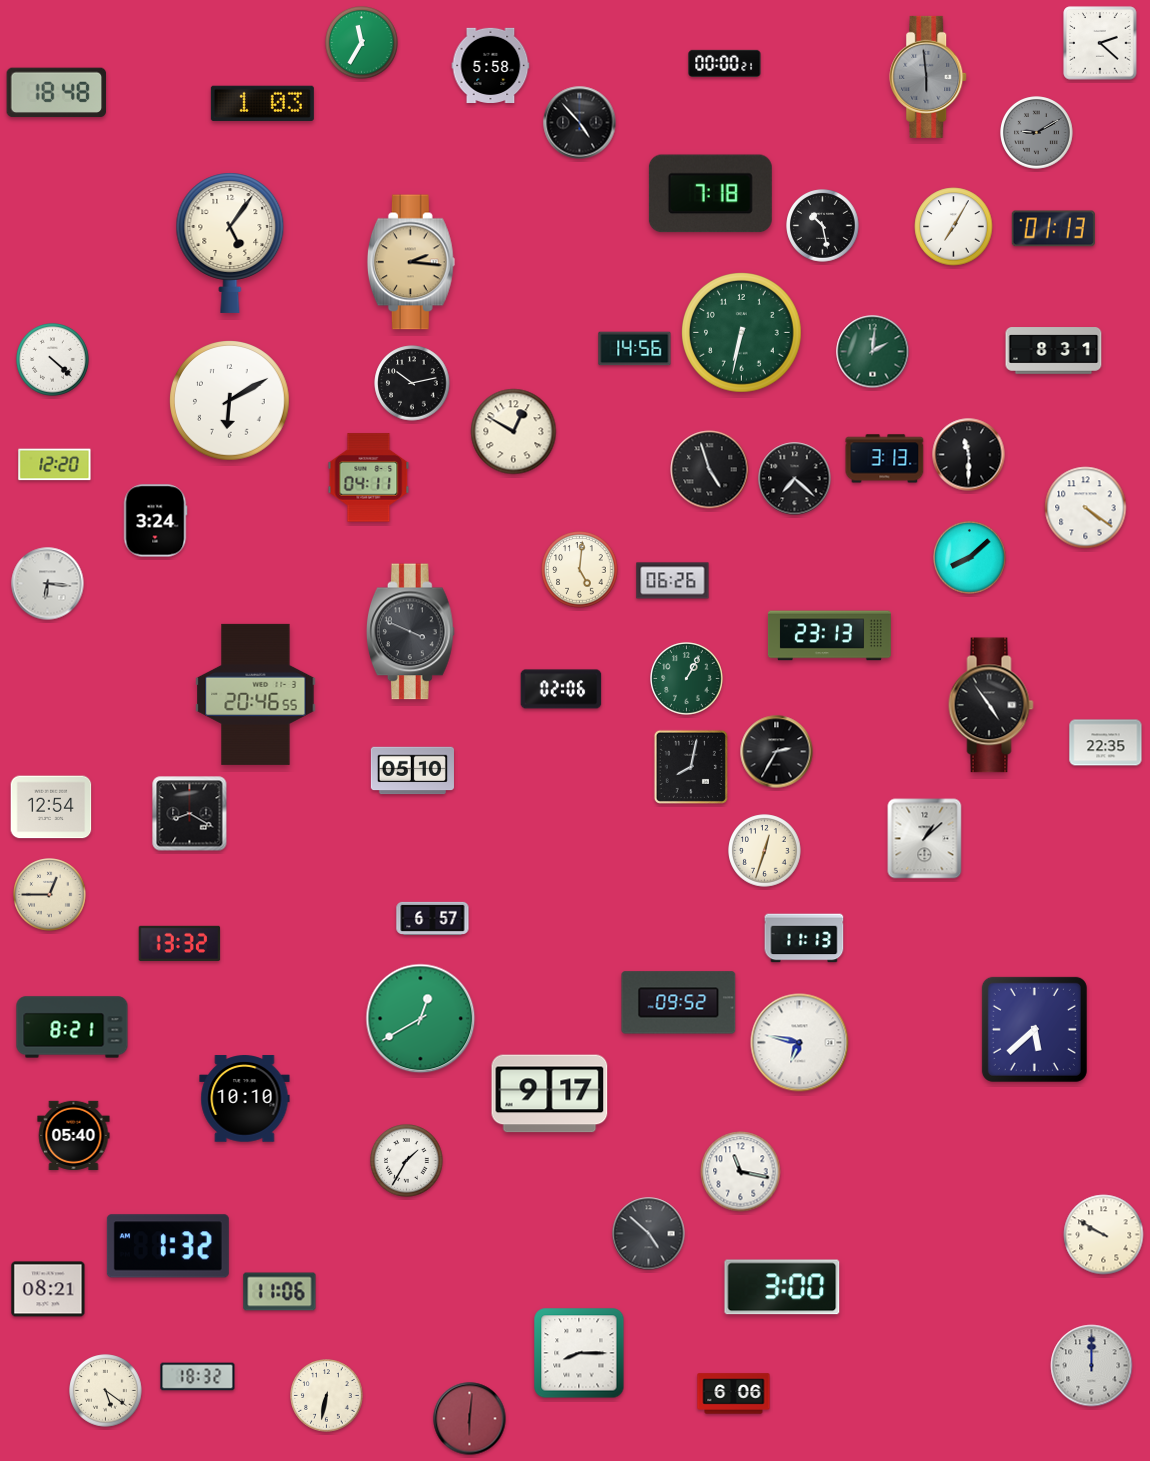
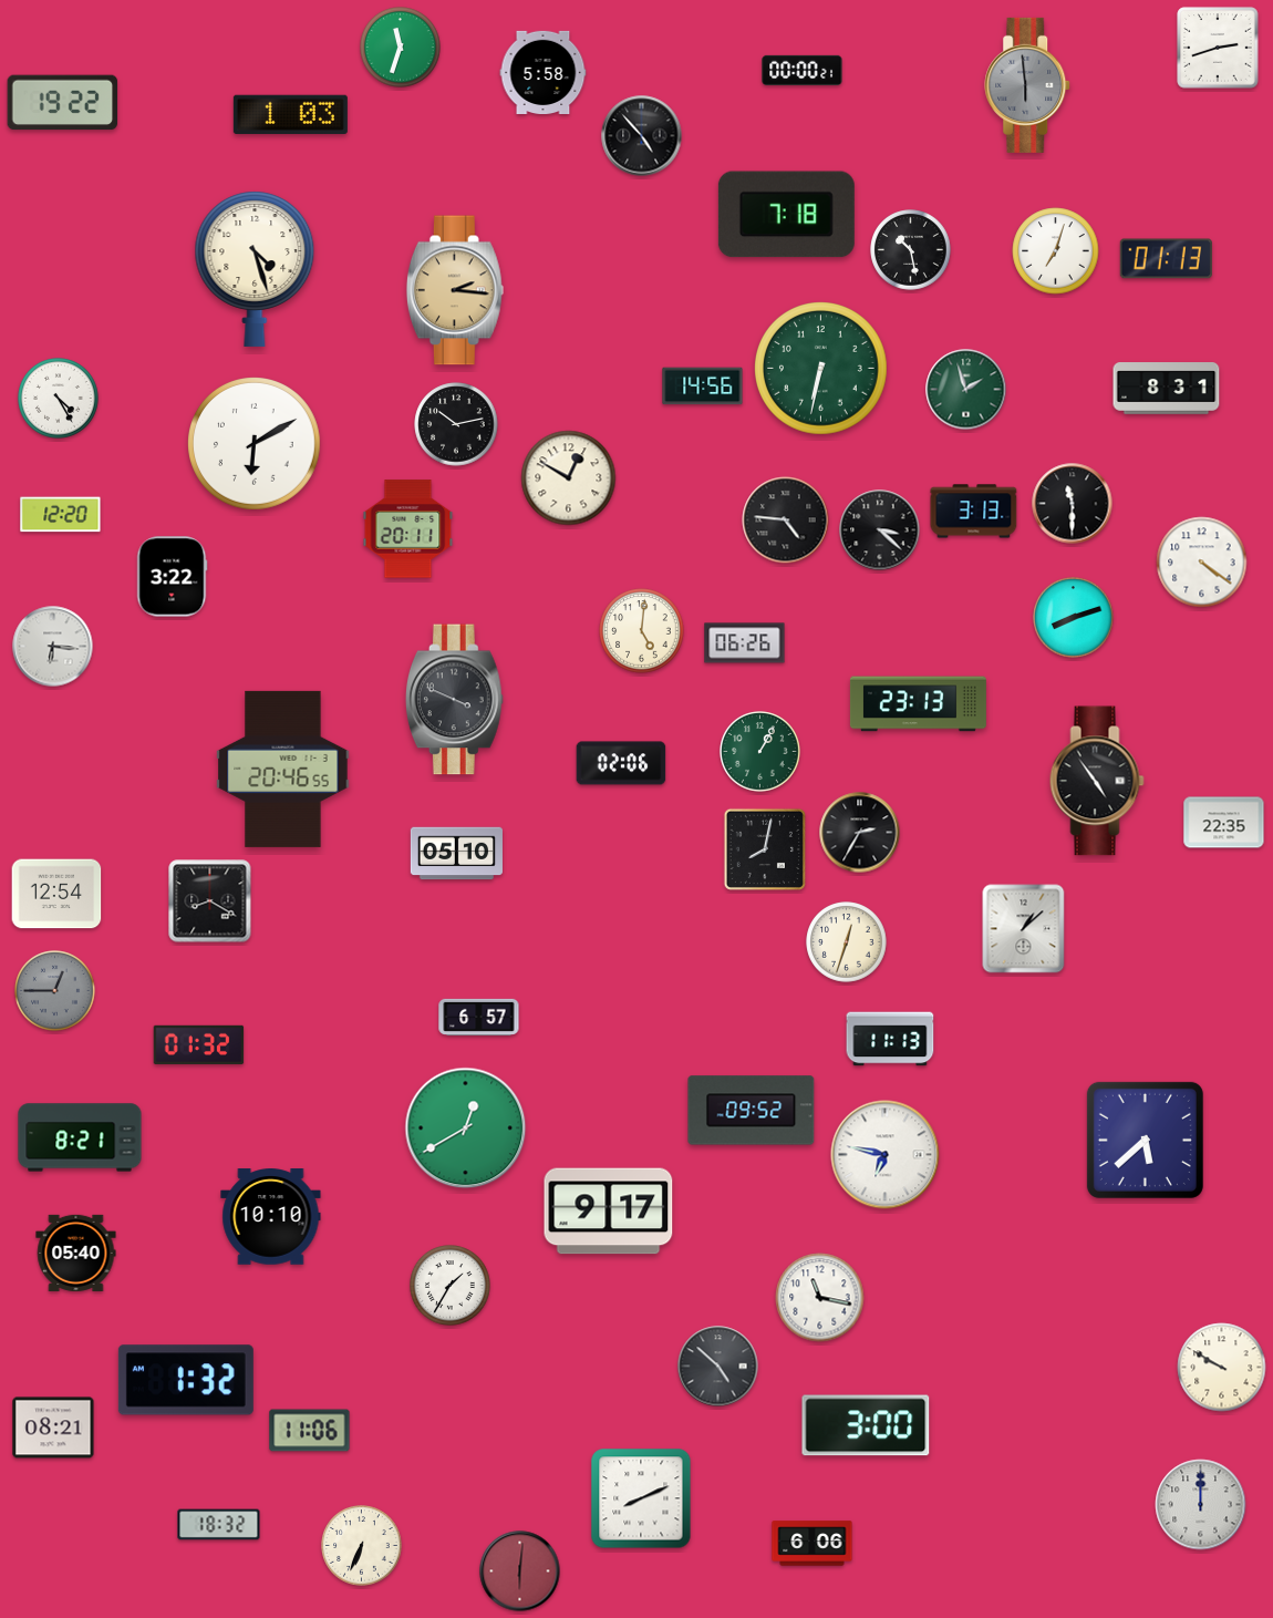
clock at (362, 43): 11:35 -> 11:33
clock at (1100, 43): 2:22 -> 2:42
clock at (57, 93): 18:48 -> 19:22
clock at (1037, 133): 9:10 -> none
clock at (954, 227): 7:05 -> 7:03
clock at (1053, 229) position: (1053, 229) -> (1166, 259)
clock at (230, 243): 5:06 -> 4:27
clock at (873, 352): 2:01 -> 1:57
clock at (53, 360): 4:22 -> 4:25
clock at (885, 459) position: (885, 459) -> (974, 512)
clock at (710, 470): 4:57 -> 4:46
clock at (369, 478): 04:11 -> 20:11
clock at (795, 479): 7:22 -> 3:22
clock at (155, 521): 3:24 -> 3:22
clock at (970, 558): 8:08 -> 8:12
clock at (50, 895) dial: cream -> grey
clock at (180, 943): 13:32 -> 01:32
clock at (74, 1135) position: (74, 1135) -> (76, 1253)
clock at (579, 1353): 8:15 -> 8:11
clock at (1092, 1366) position: (1092, 1366) -> (1201, 1505)
clock at (106, 1391): 5:21 -> none
clock at (327, 1396): 6:32 -> 6:34
